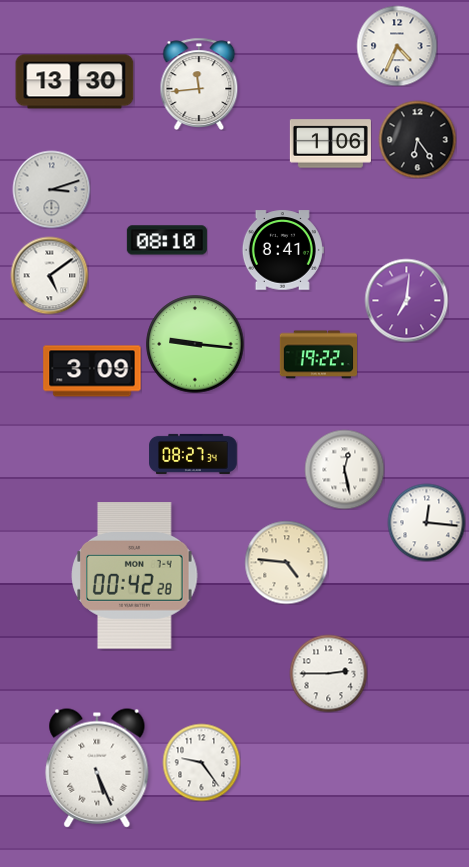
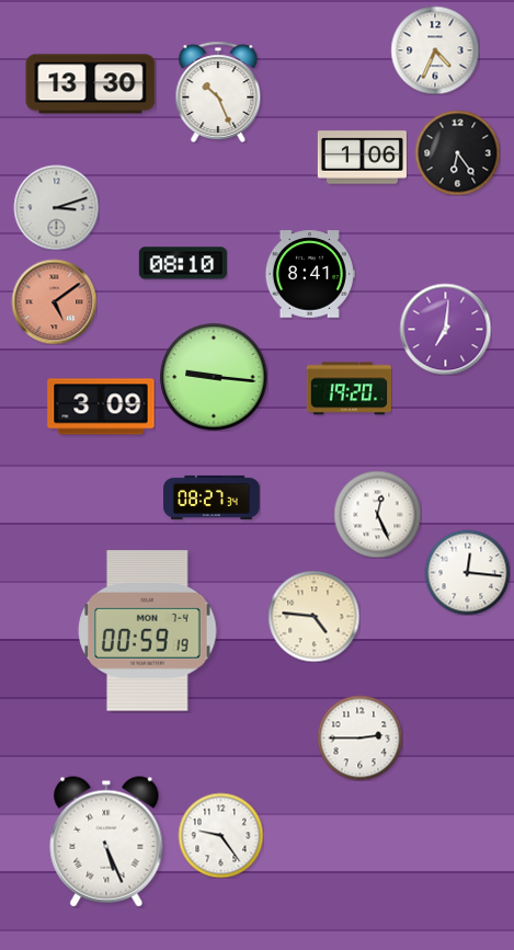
clock at (75, 82) position: (75, 82) -> (91, 84)
clock at (199, 83): 11:44 -> 10:26
clock at (49, 275) dial: white -> salmon
clock at (318, 355): 19:22 -> 19:20
clock at (344, 469): 12:28 -> 12:26
clock at (135, 576): 00:42 -> 00:59
